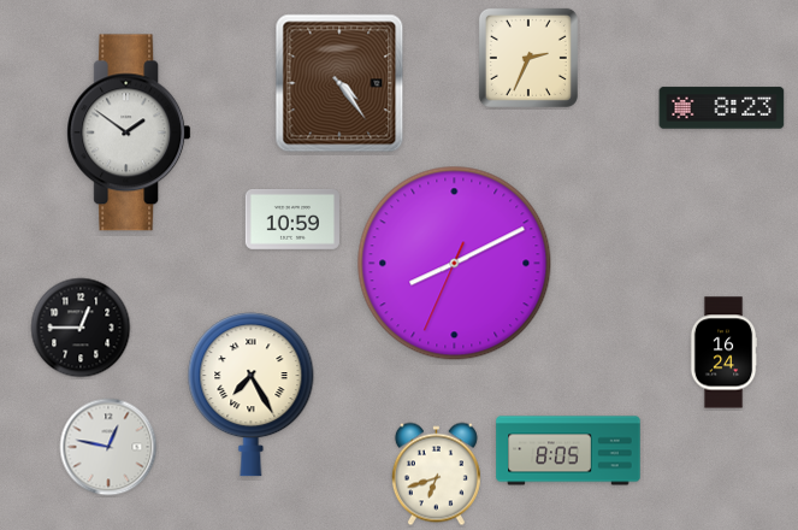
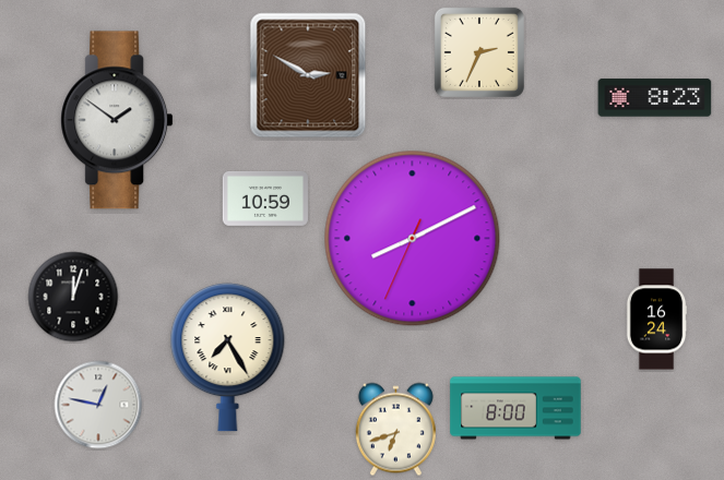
clock at (339, 83): 4:24 -> 2:50
clock at (81, 328): 12:45 -> 12:03
clock at (568, 450): 8:05 -> 8:00
